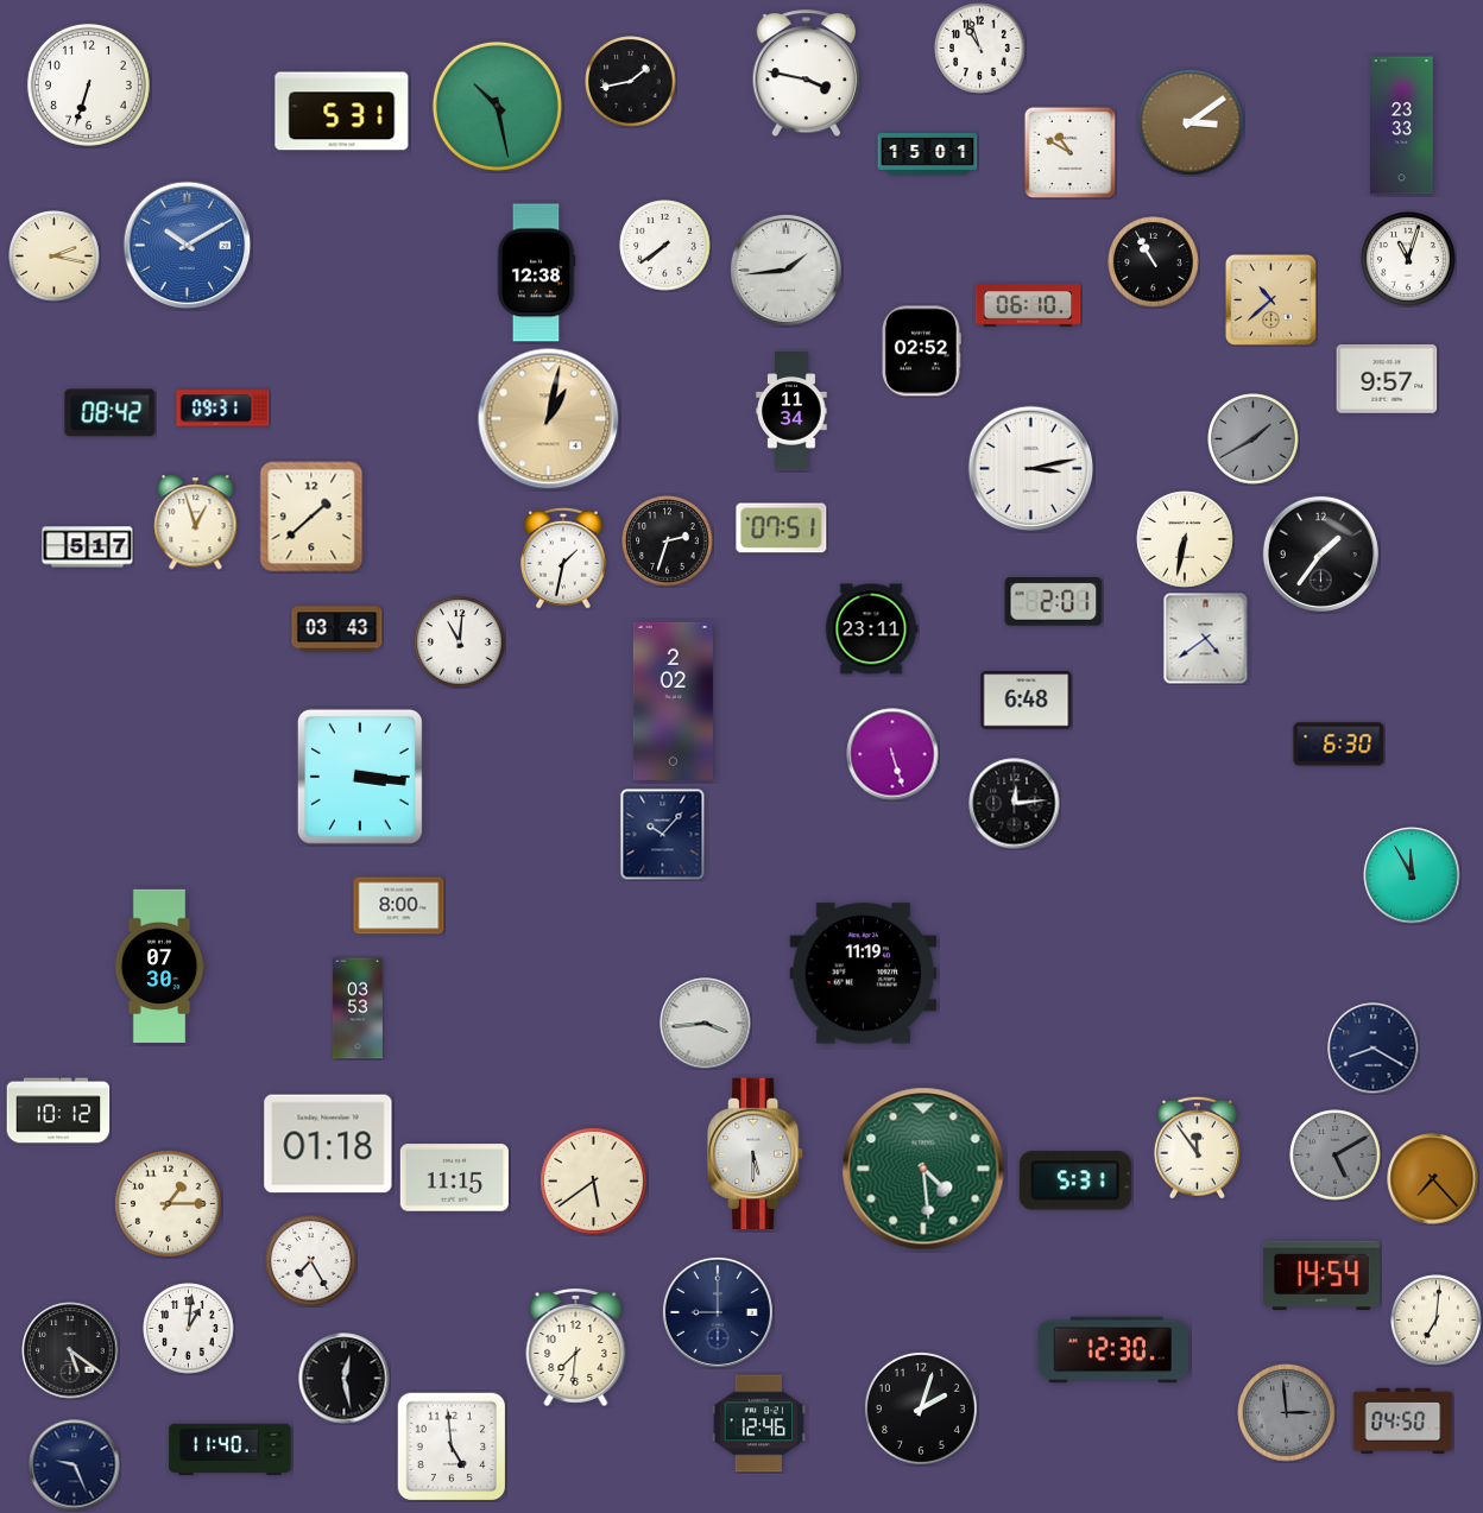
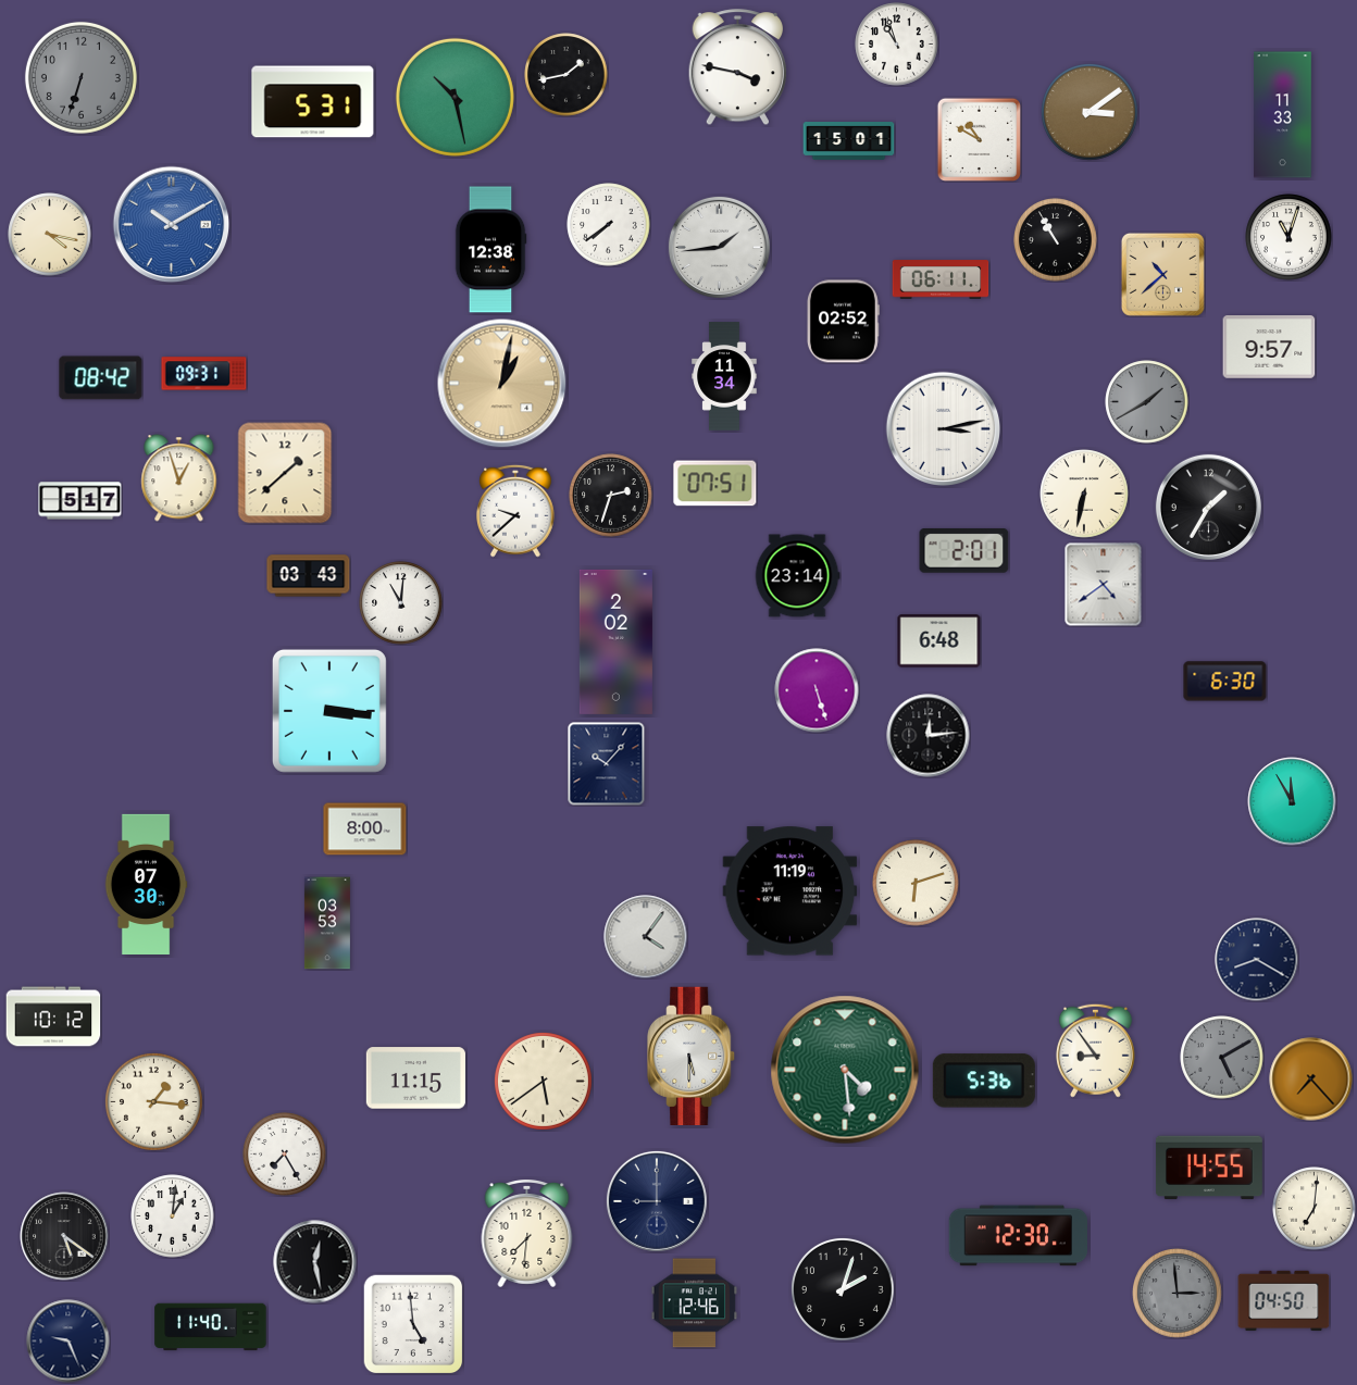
clock at (631, 82) position: (631, 82) -> (567, 75)
clock at (88, 84) dial: white -> grey
clock at (1402, 126): 23:33 -> 11:33
clock at (55, 257): 2:17 -> 4:17
clock at (1028, 305): 06:10 -> 06:11
clock at (1320, 553): 1:36 -> 1:35
clock at (564, 558): 1:32 -> 9:38
clock at (871, 629): 23:11 -> 23:14
clock at (460, 642) position: (460, 642) -> (401, 603)
clock at (916, 883): none -> 6:12
clock at (706, 1024): 3:44 -> 4:06
clock at (328, 1144): 01:18 -> none
clock at (1197, 1147): 11:54 -> 8:54
clock at (1075, 1180): 5:31 -> 5:36
clock at (169, 1204): 1:15 -> 1:16
clock at (1321, 1275): 14:54 -> 14:55
